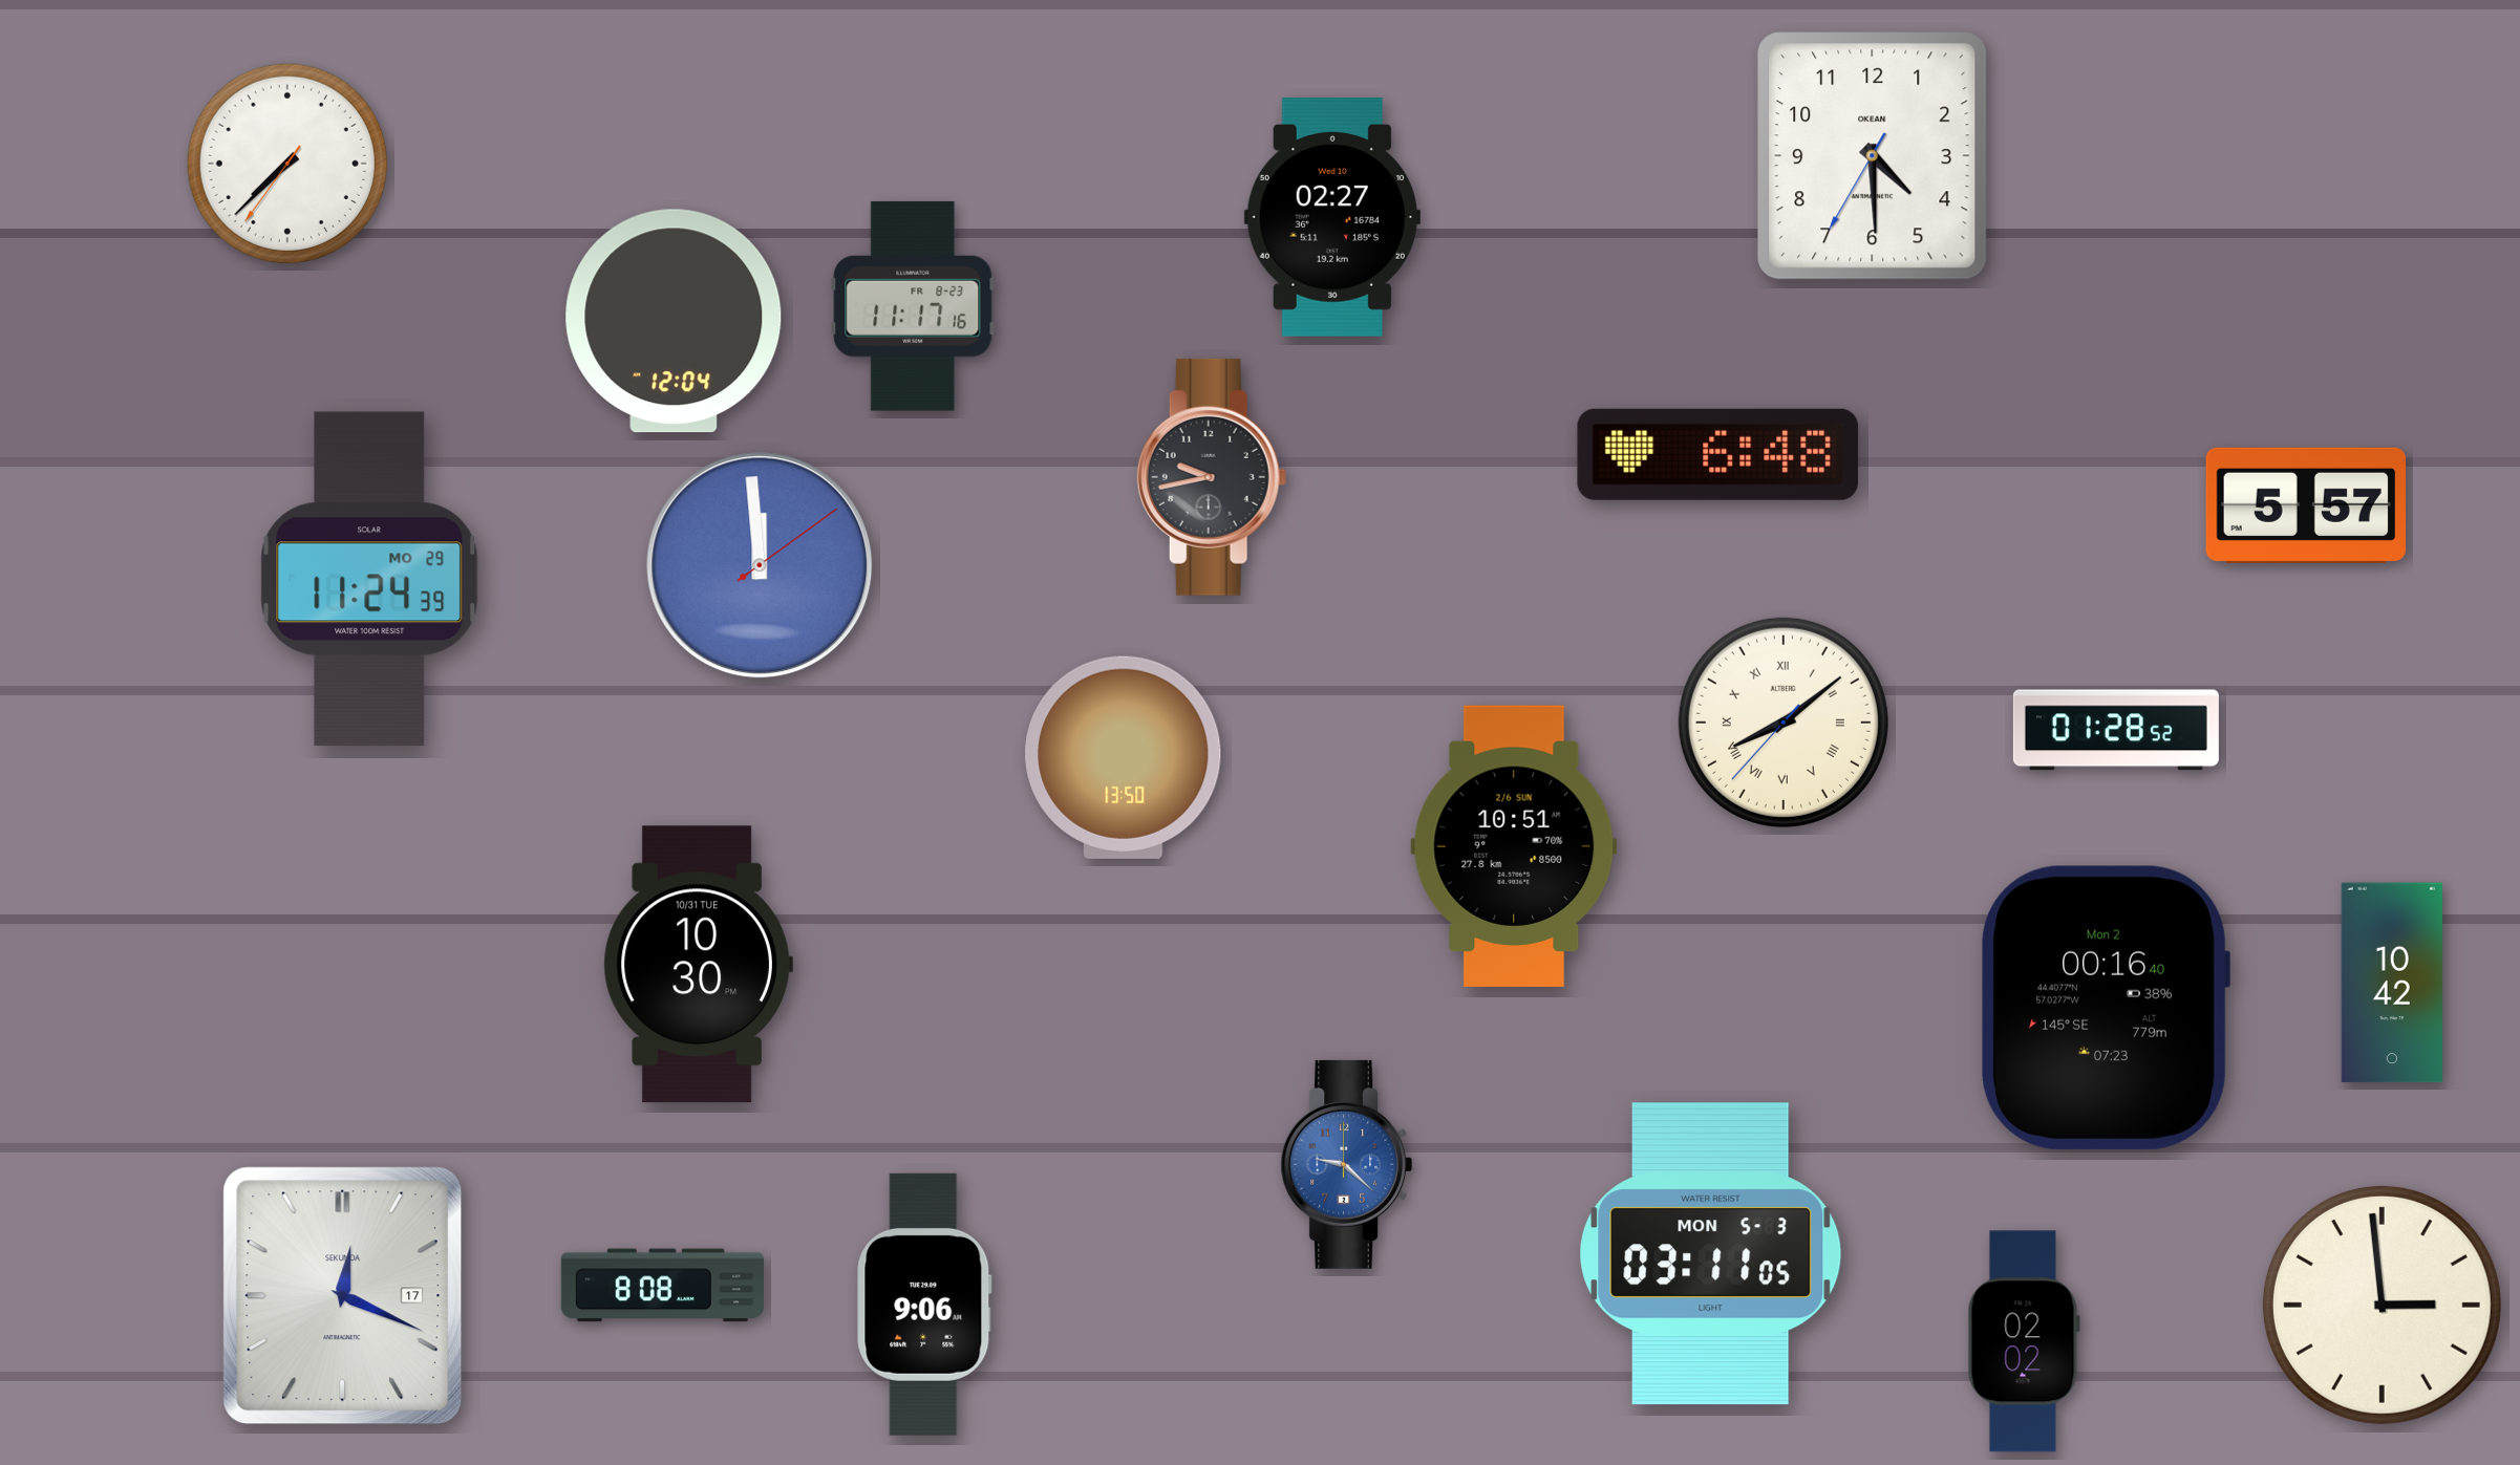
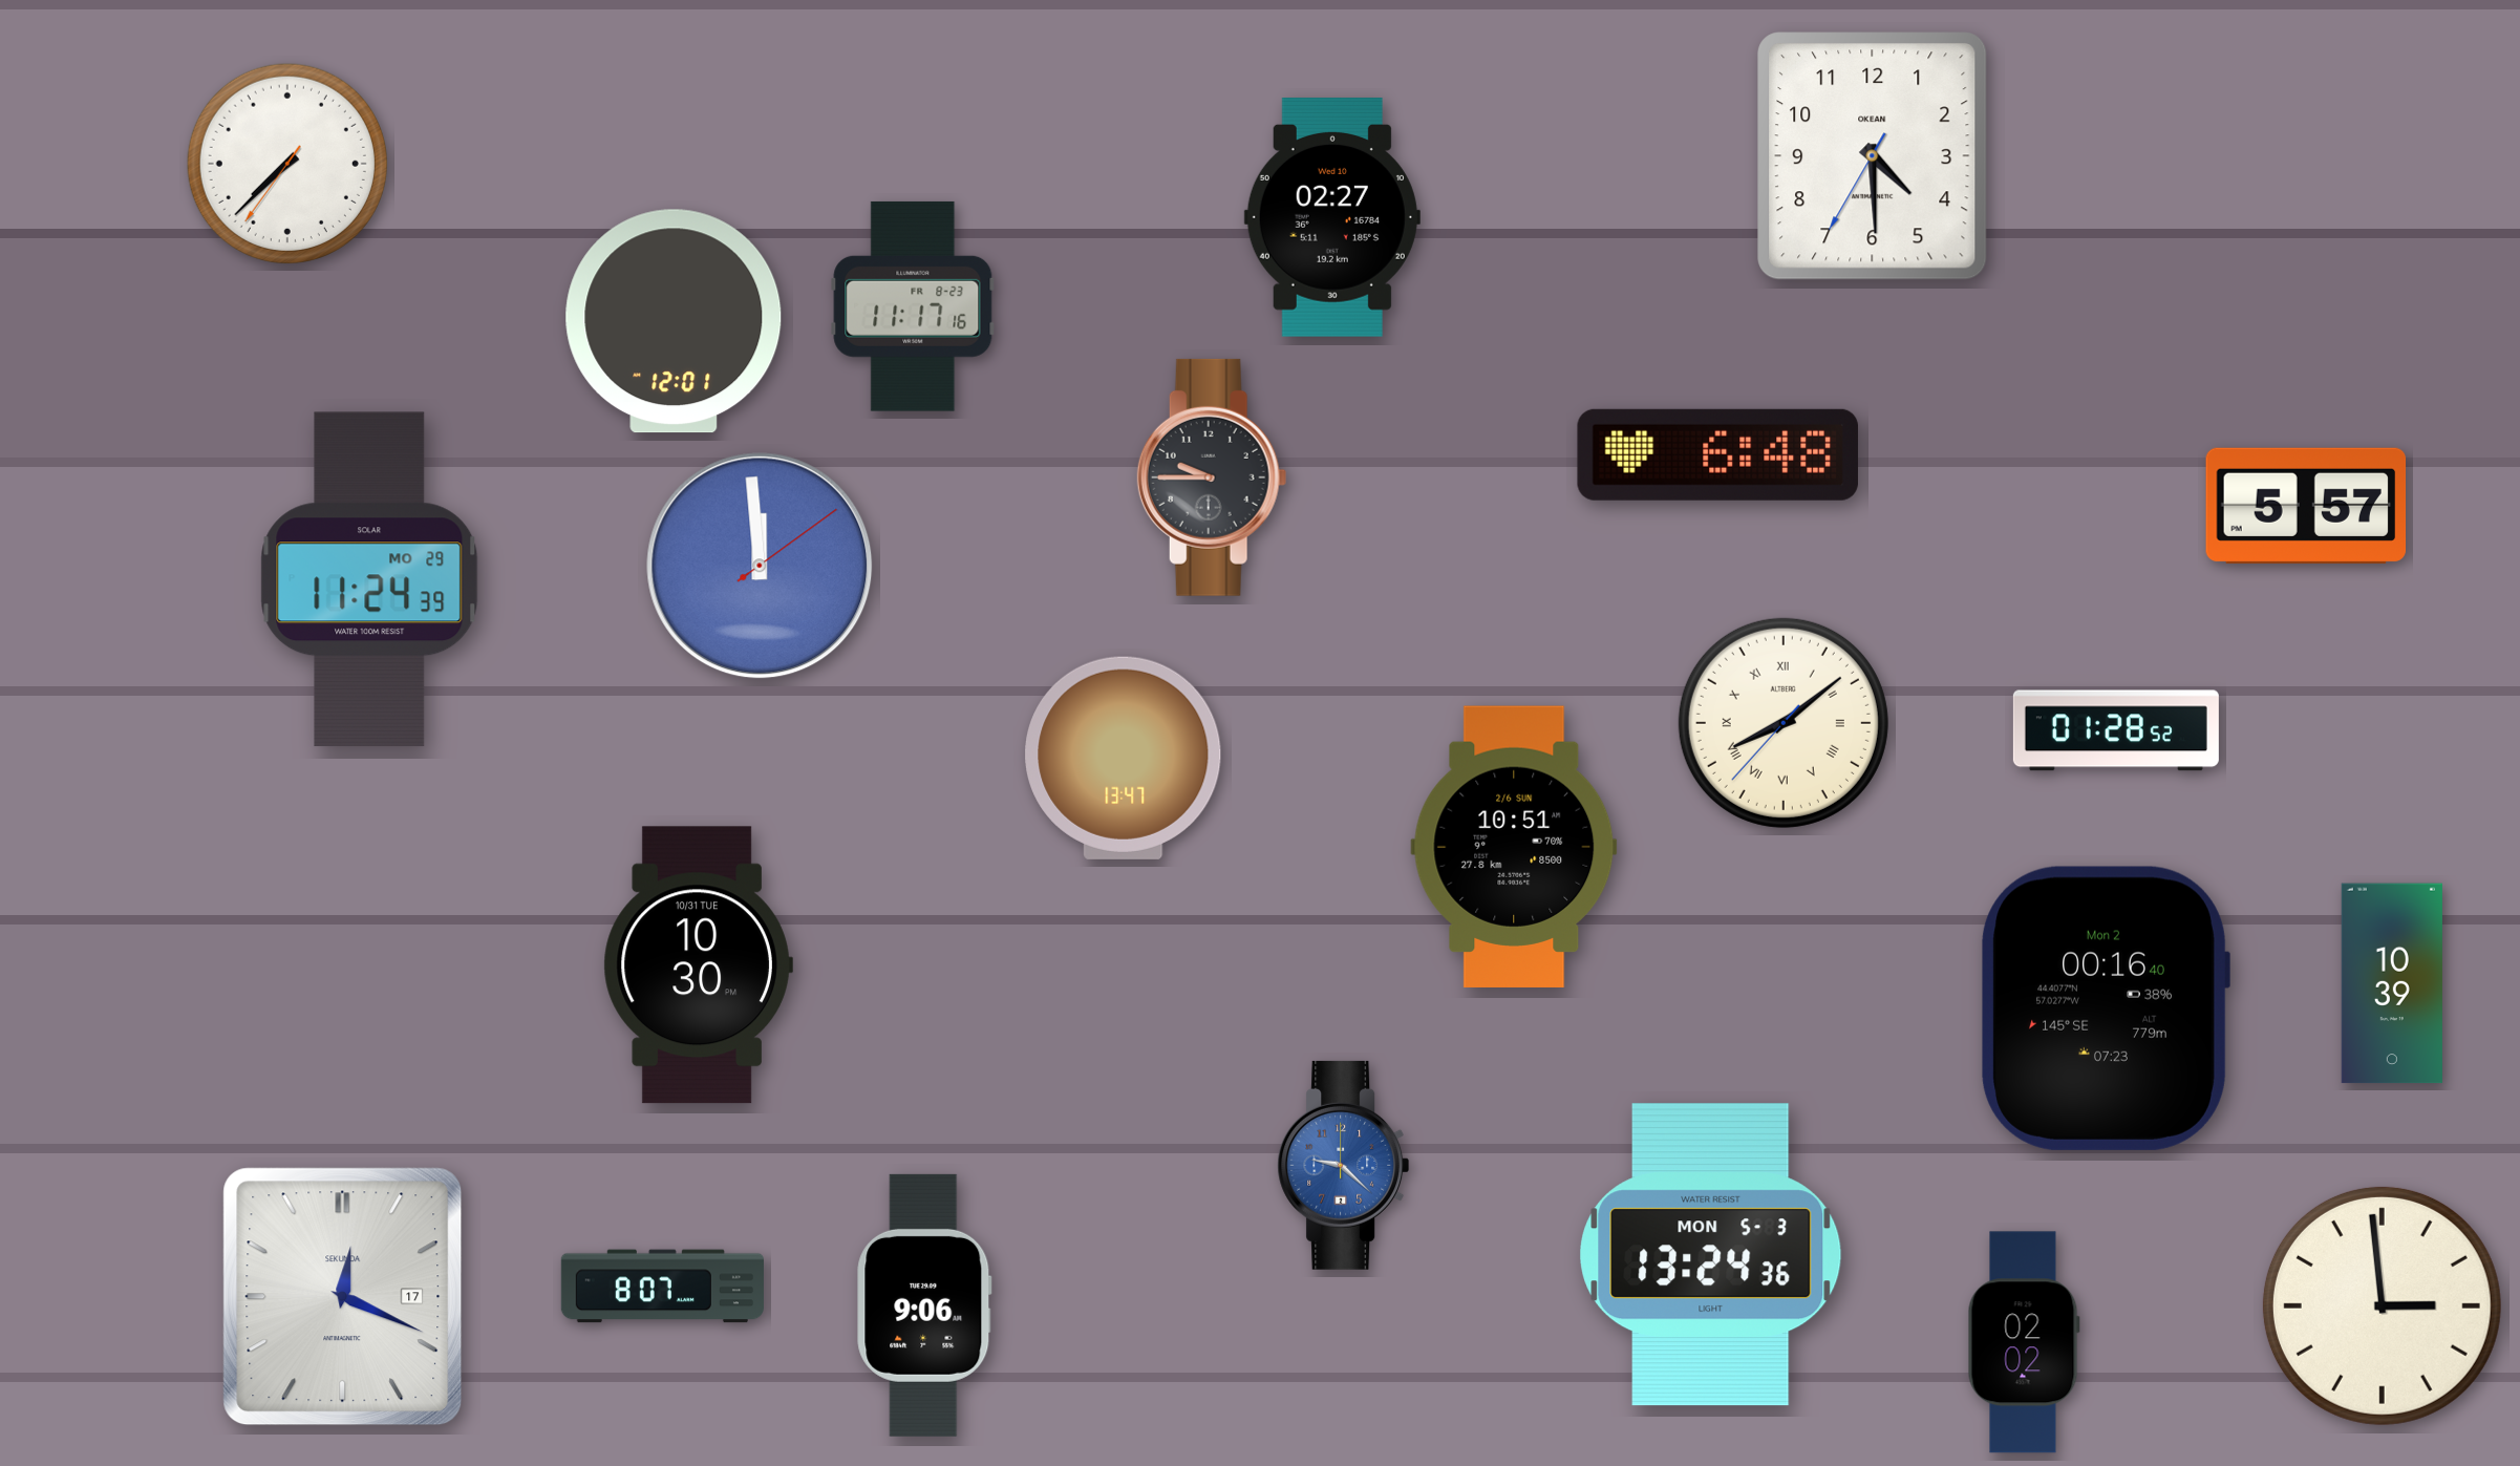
clock at (674, 321): 12:04 -> 12:01
clock at (1212, 477): 9:43 -> 9:45
clock at (1124, 757): 13:50 -> 13:47
clock at (2392, 983): 10:42 -> 10:39
clock at (1346, 1164) position: (1346, 1164) -> (1343, 1165)
clock at (1711, 1254): 03:11 -> 13:24
clock at (662, 1286): 8:08 -> 8:07
